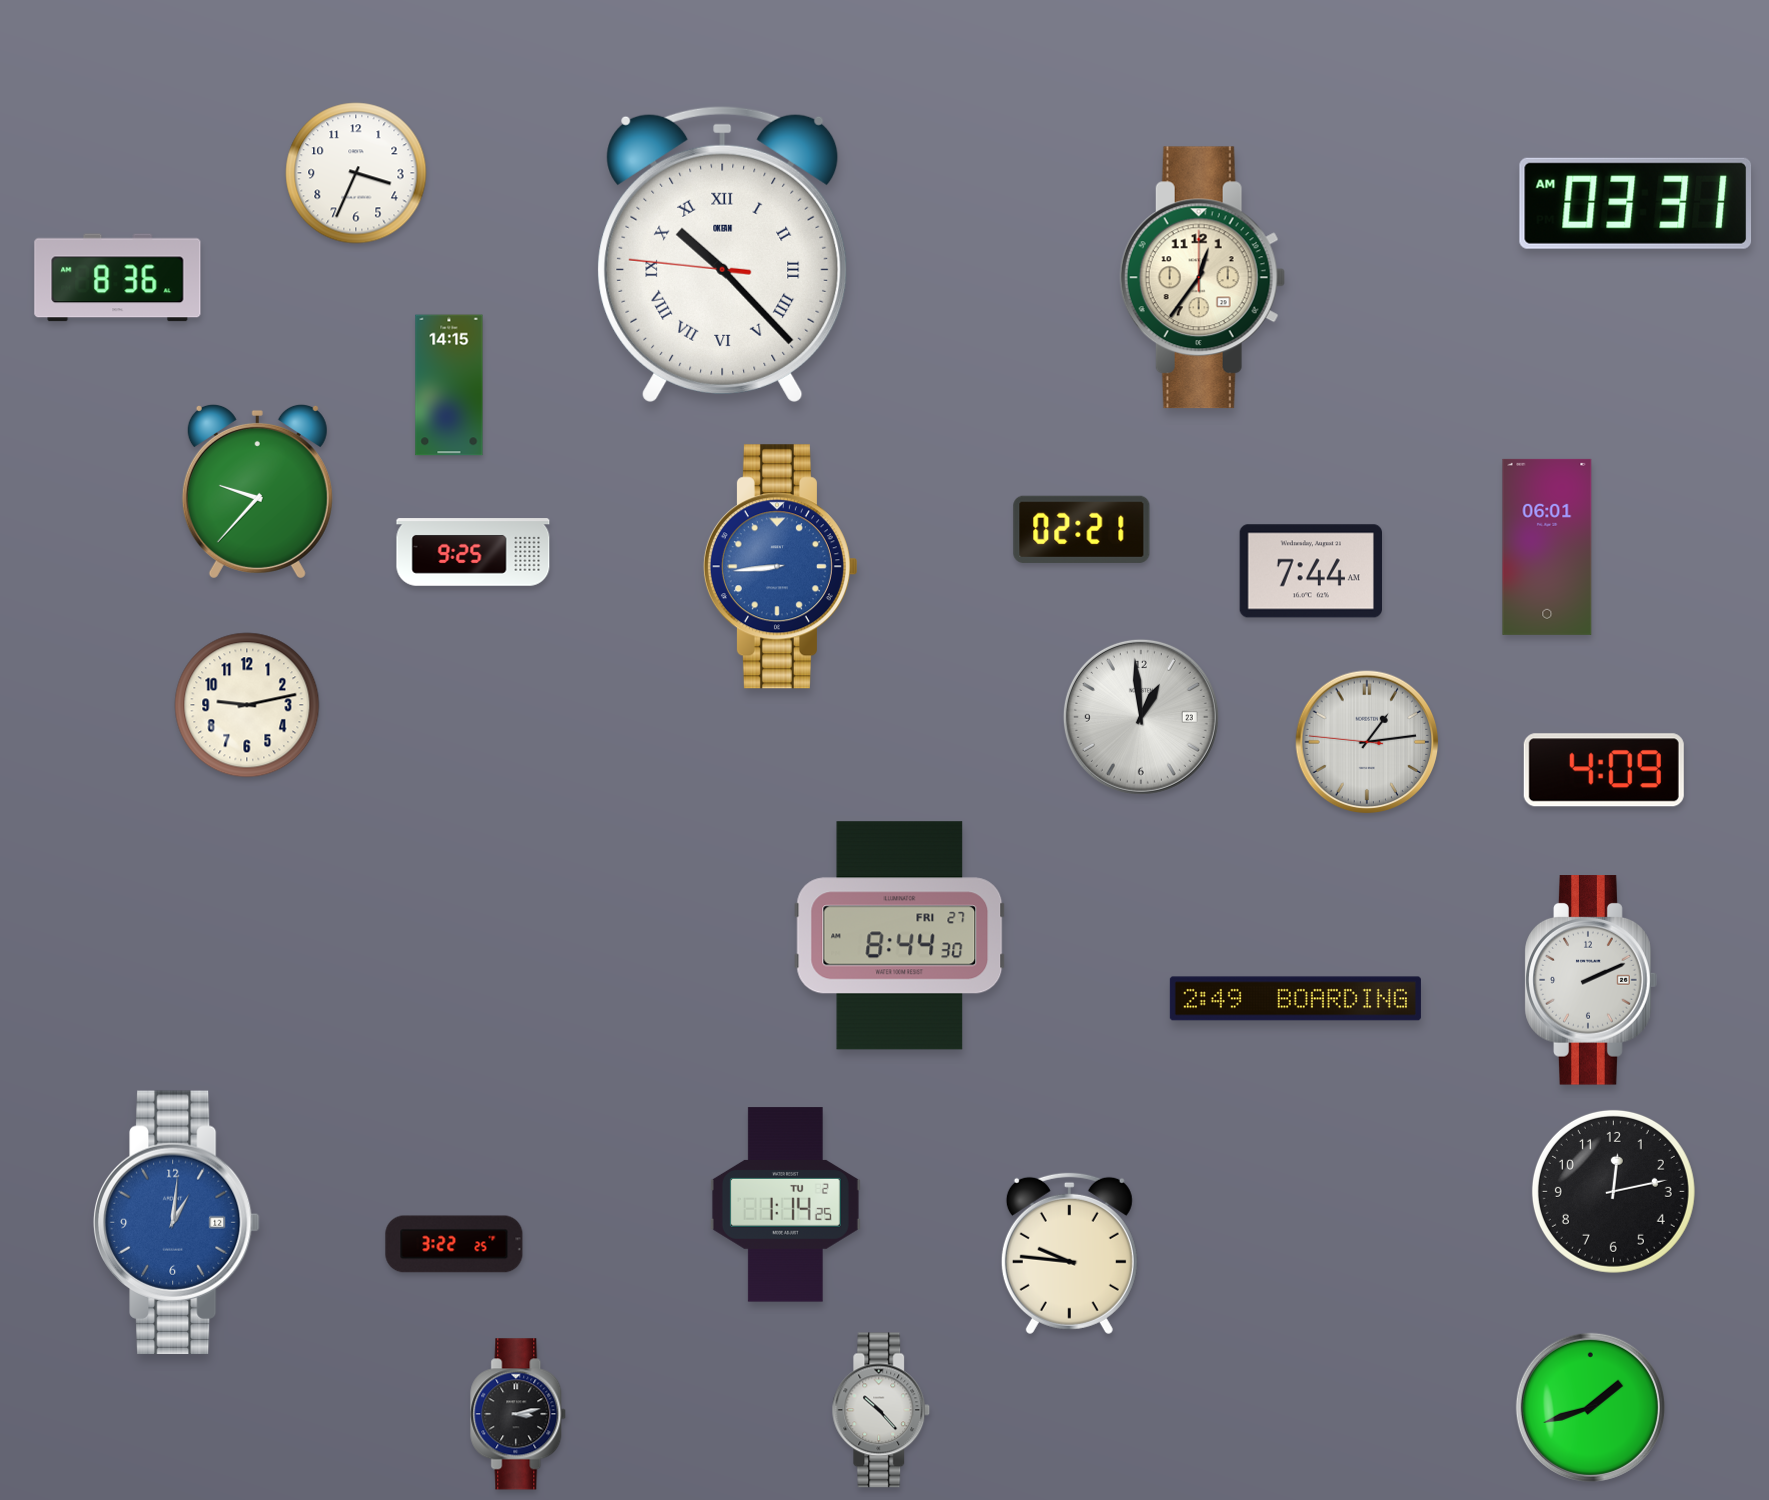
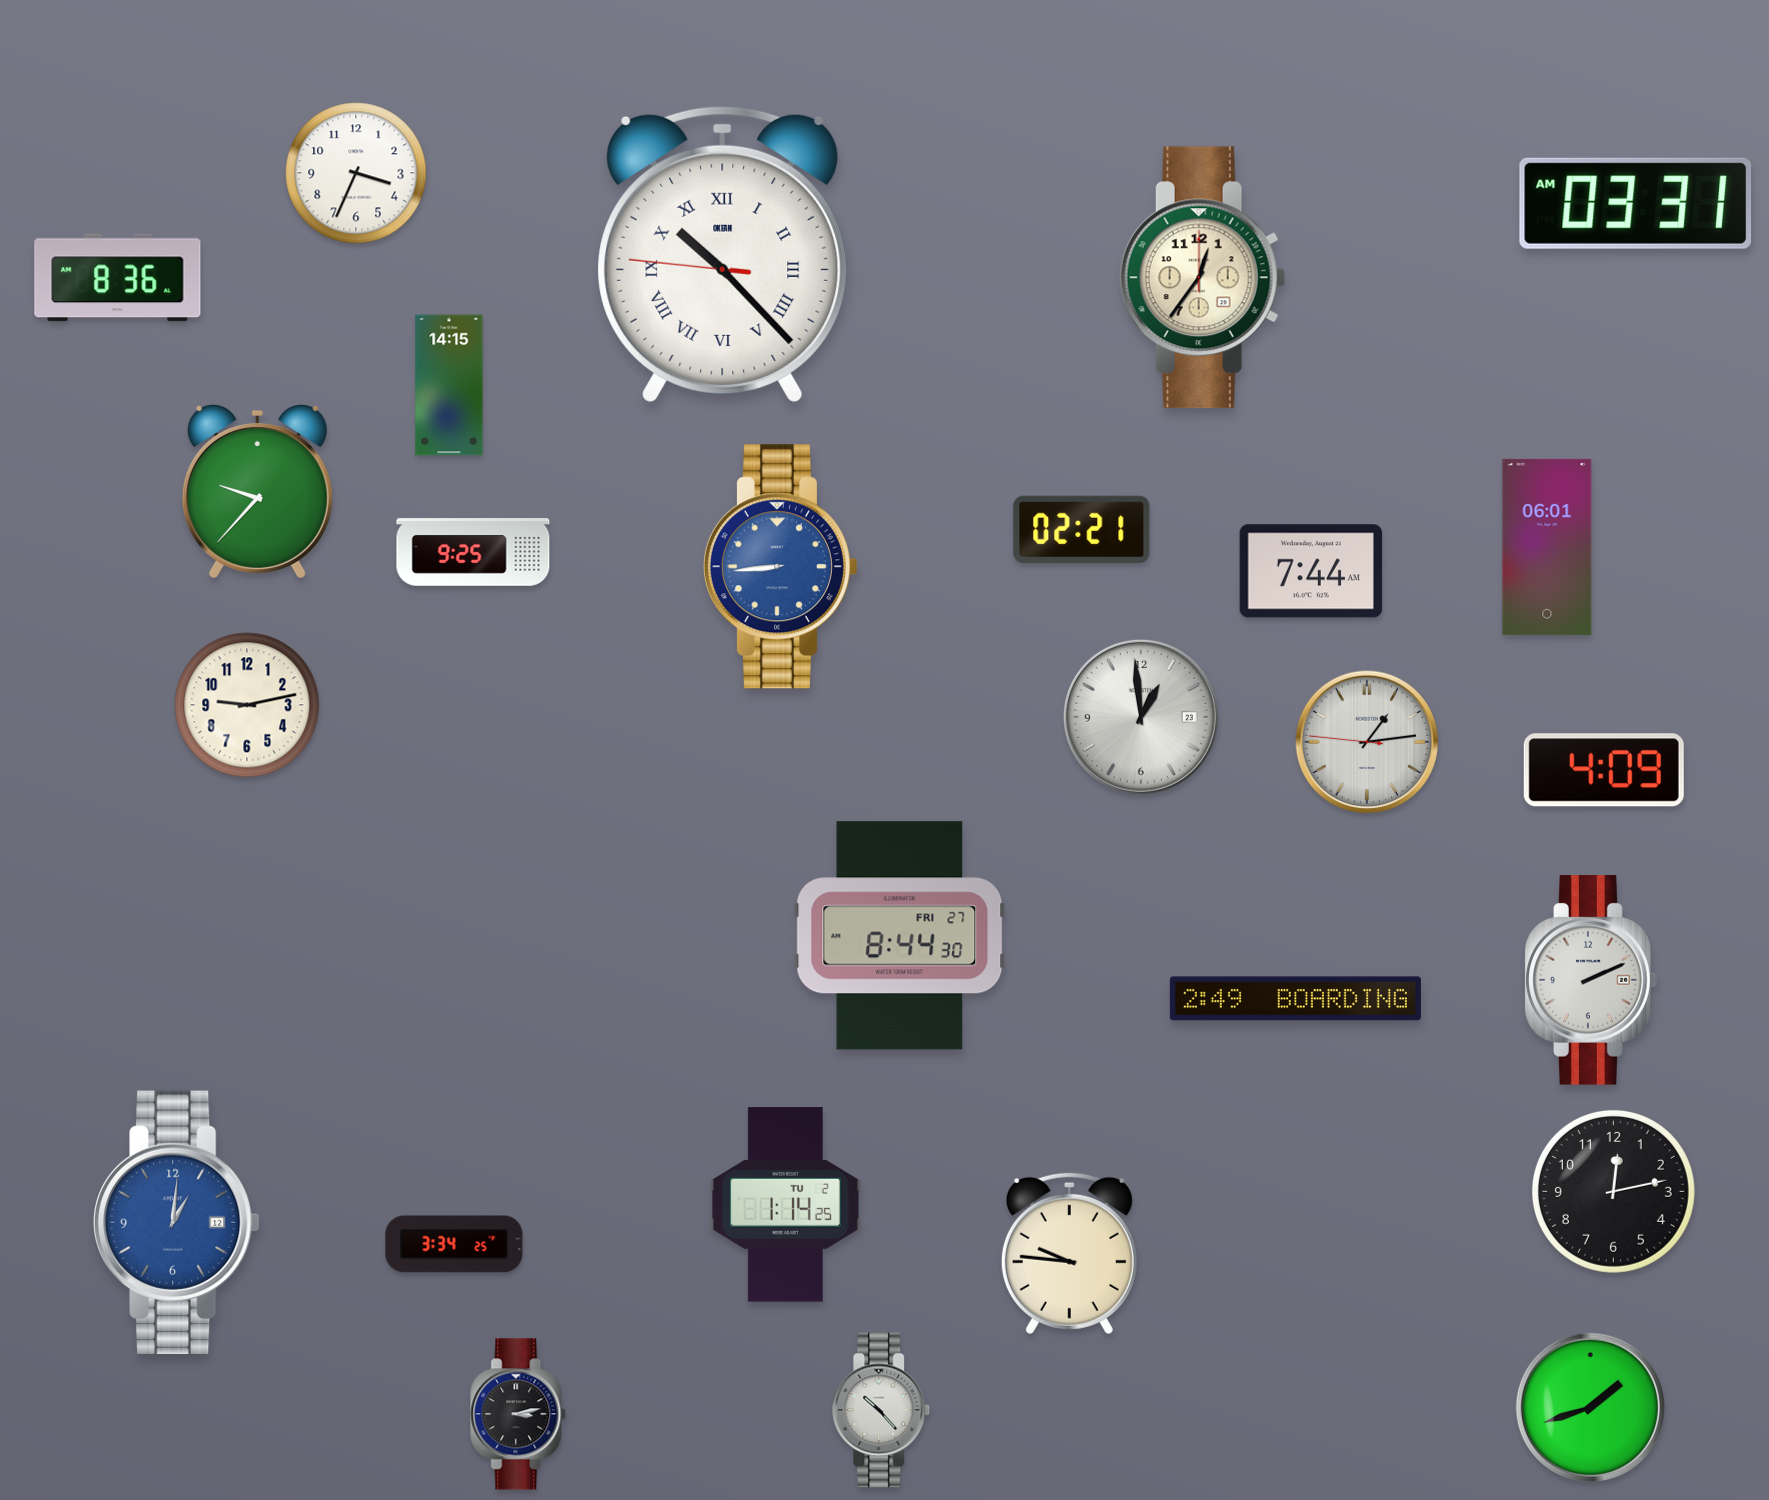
clock at (454, 1244): 3:22 -> 3:34
